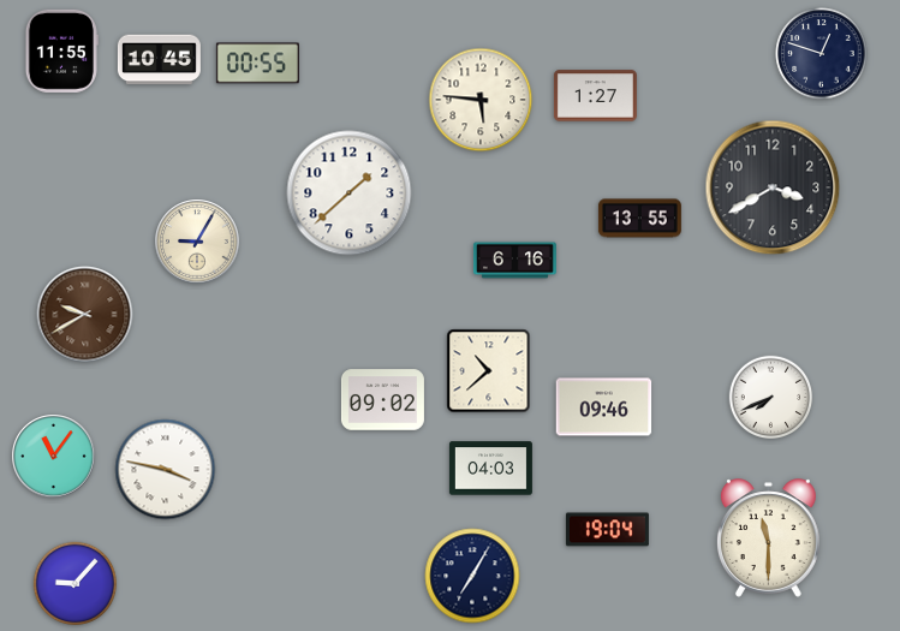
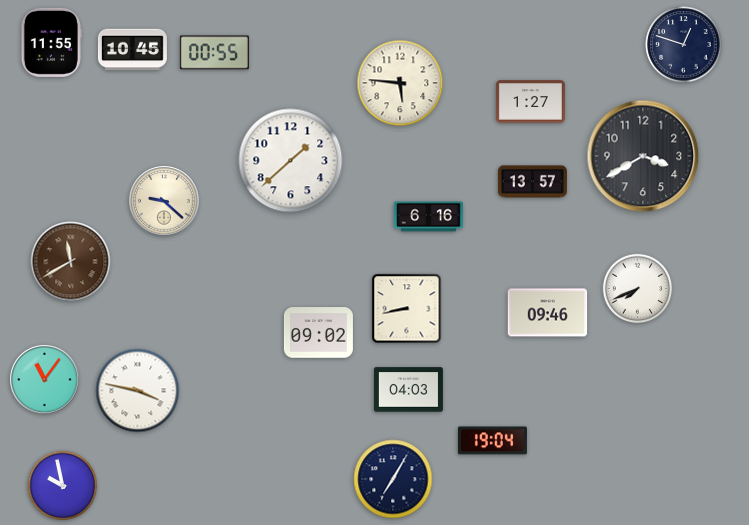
clock at (595, 96) position: (595, 96) -> (530, 102)
clock at (639, 219): 13:55 -> 13:57
clock at (197, 242): 9:05 -> 9:22
clock at (85, 315): 9:40 -> 11:40
clock at (489, 371): 10:38 -> 8:43
clock at (771, 398) position: (771, 398) -> (638, 289)
clock at (604, 407) position: (604, 407) -> (548, 313)
clock at (607, 530) position: (607, 530) -> (492, 441)
clock at (769, 538): 11:30 -> none
clock at (76, 584): 9:07 -> 9:58
